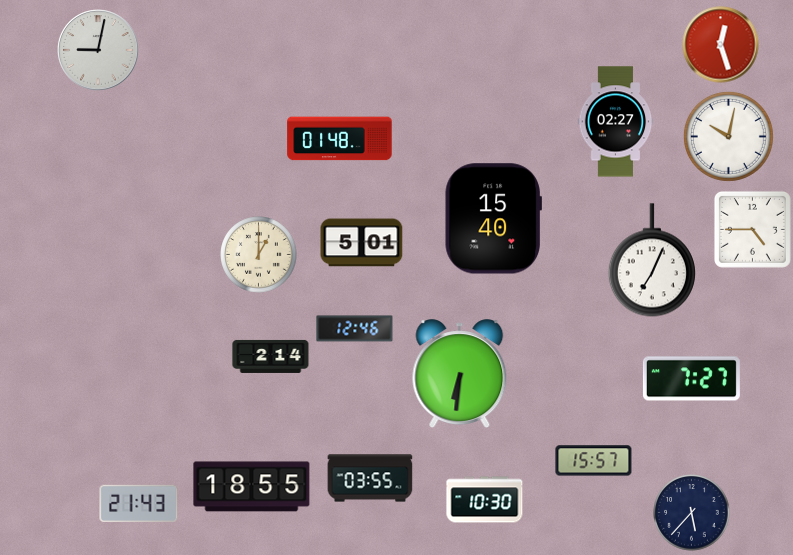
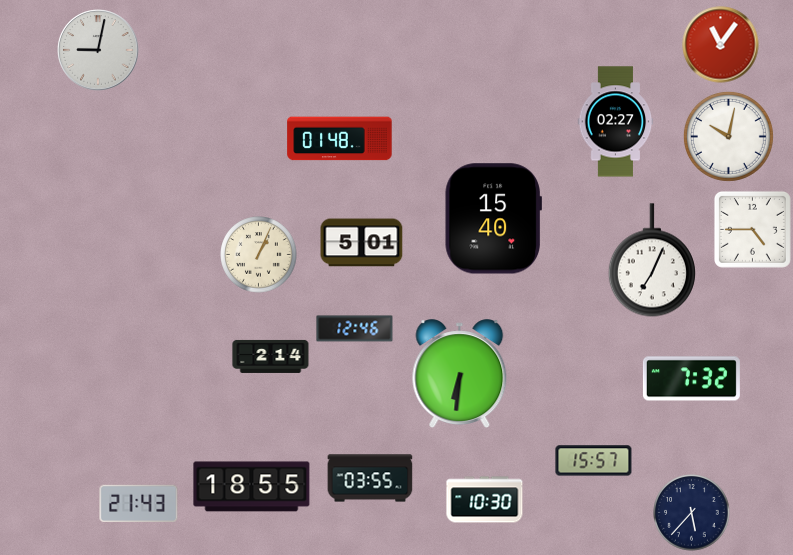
clock at (721, 45): 12:27 -> 11:06
clock at (259, 255): 1:00 -> 1:04
clock at (691, 379): 7:27 -> 7:32
